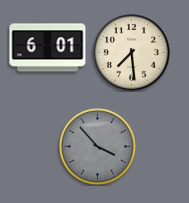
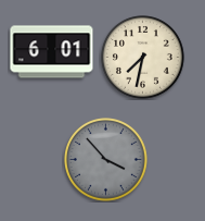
clock at (132, 53): 7:29 -> 7:32
